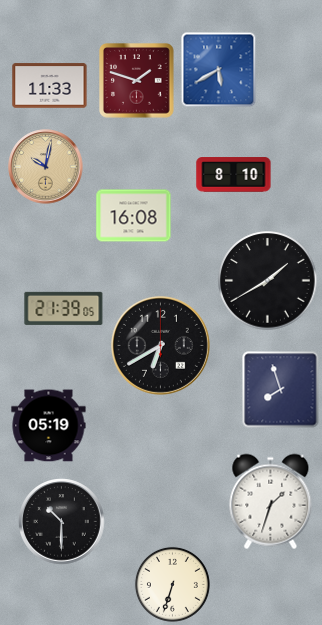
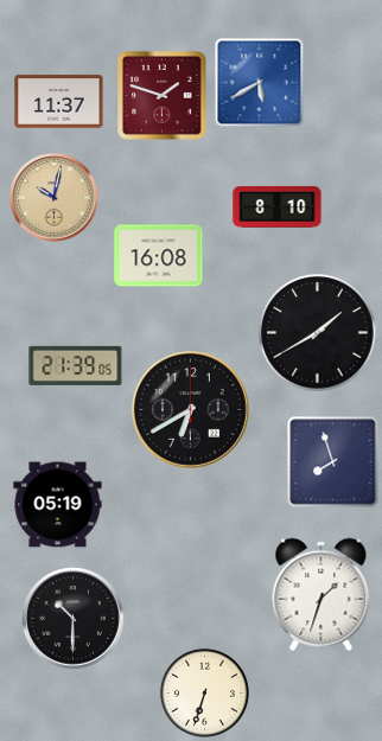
clock at (50, 86): 11:33 -> 11:37
